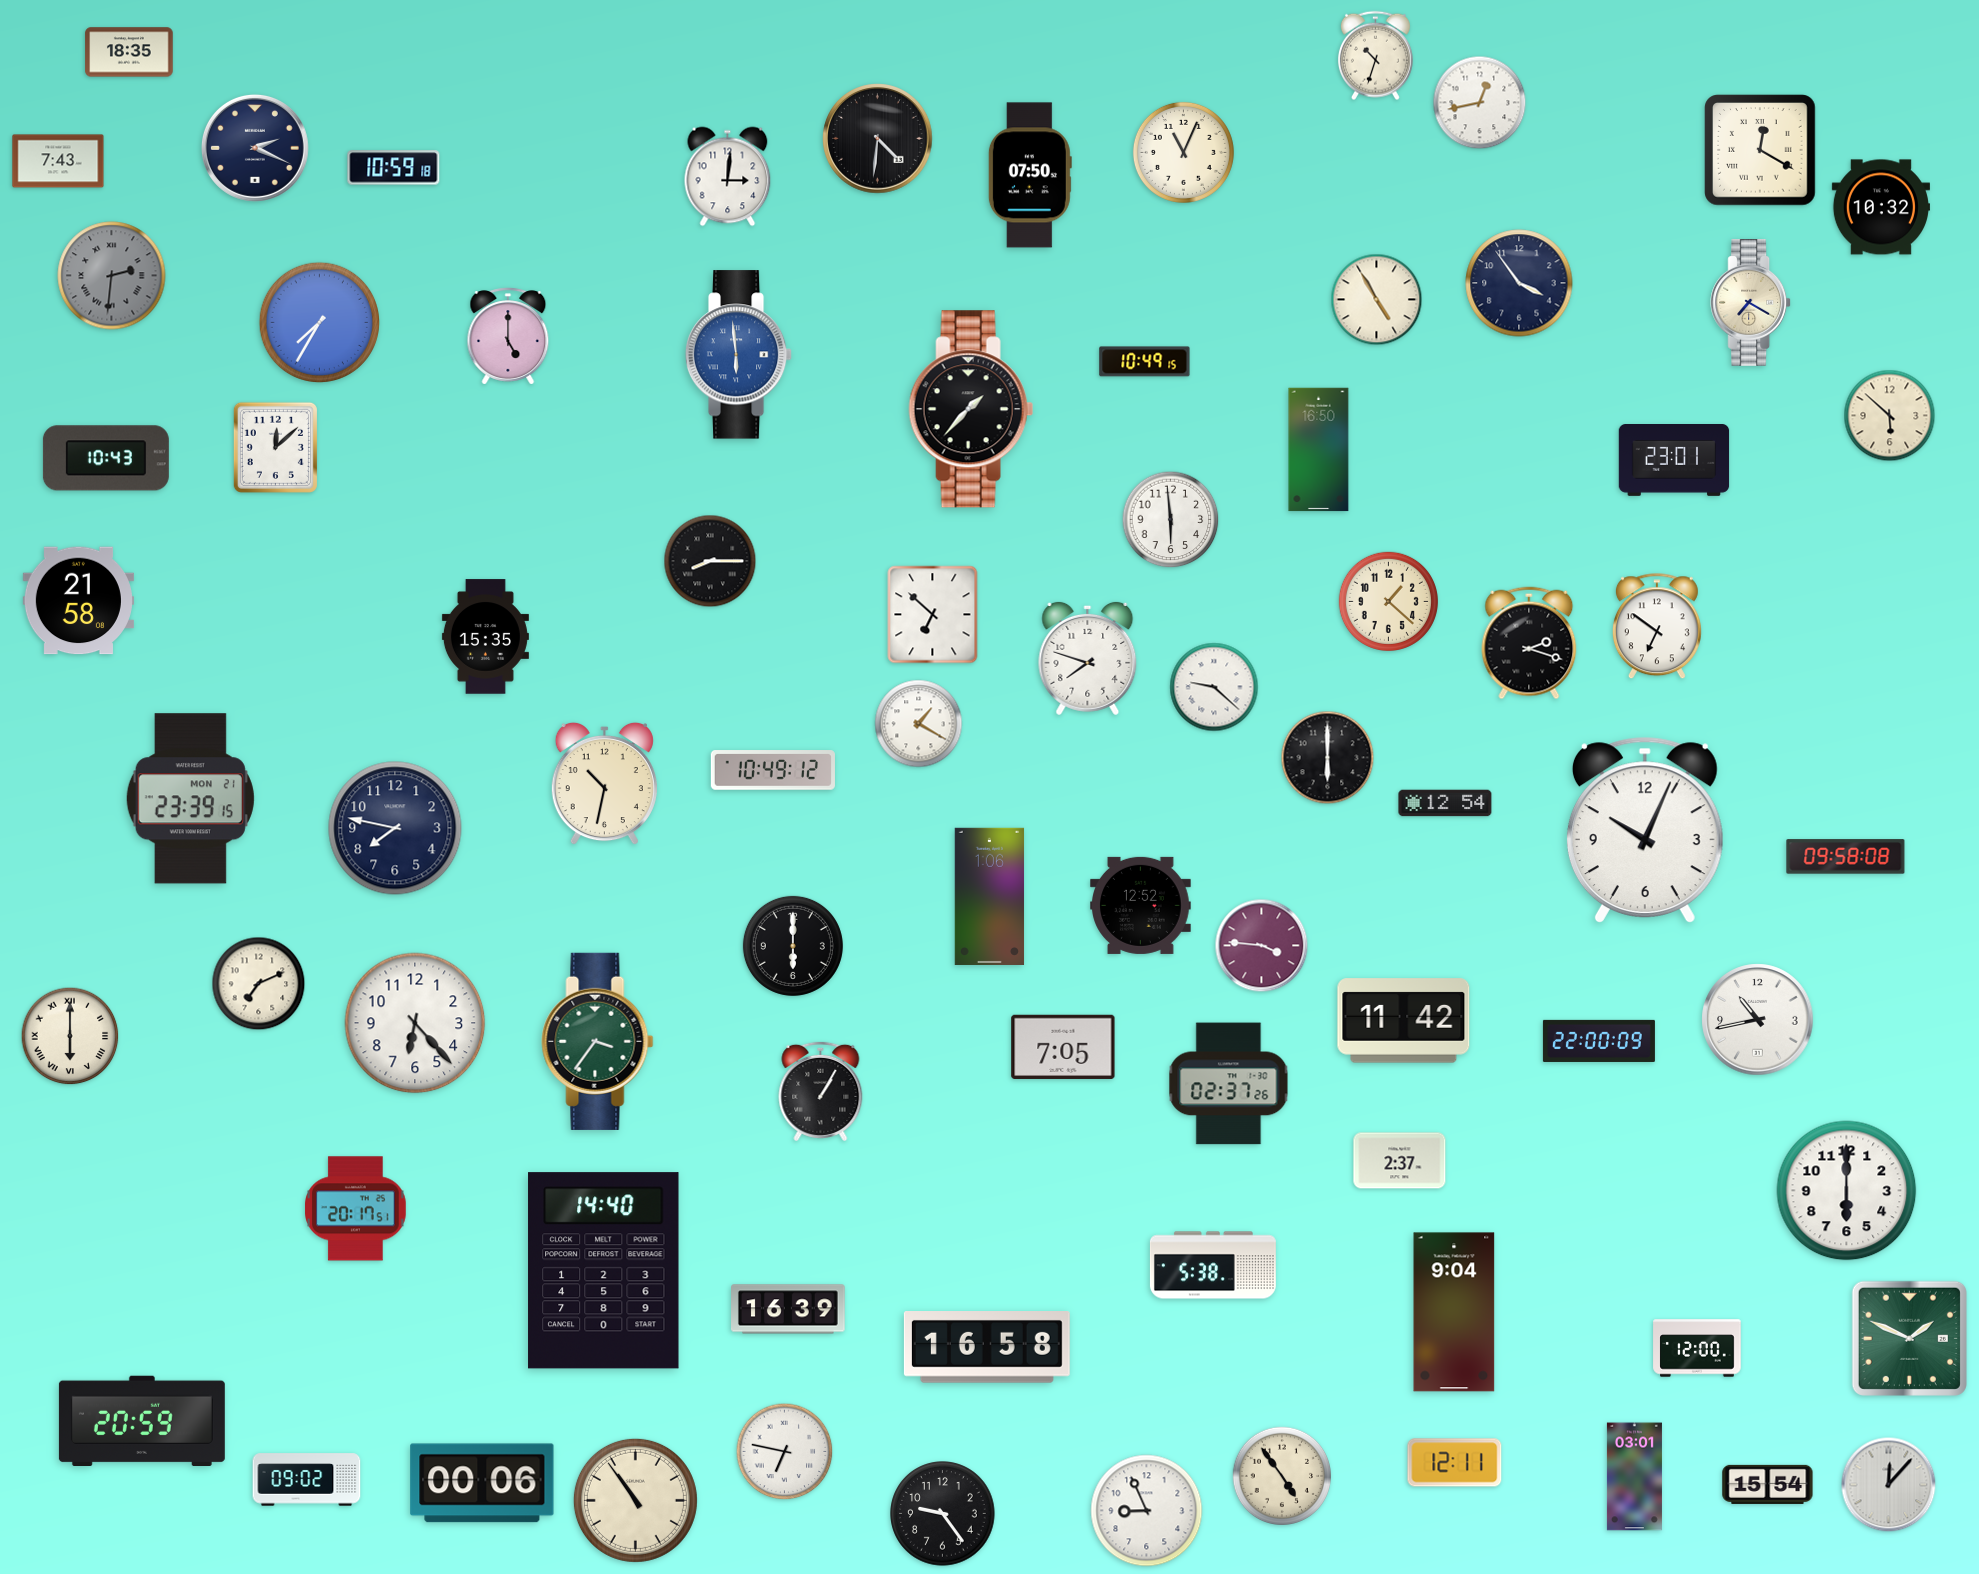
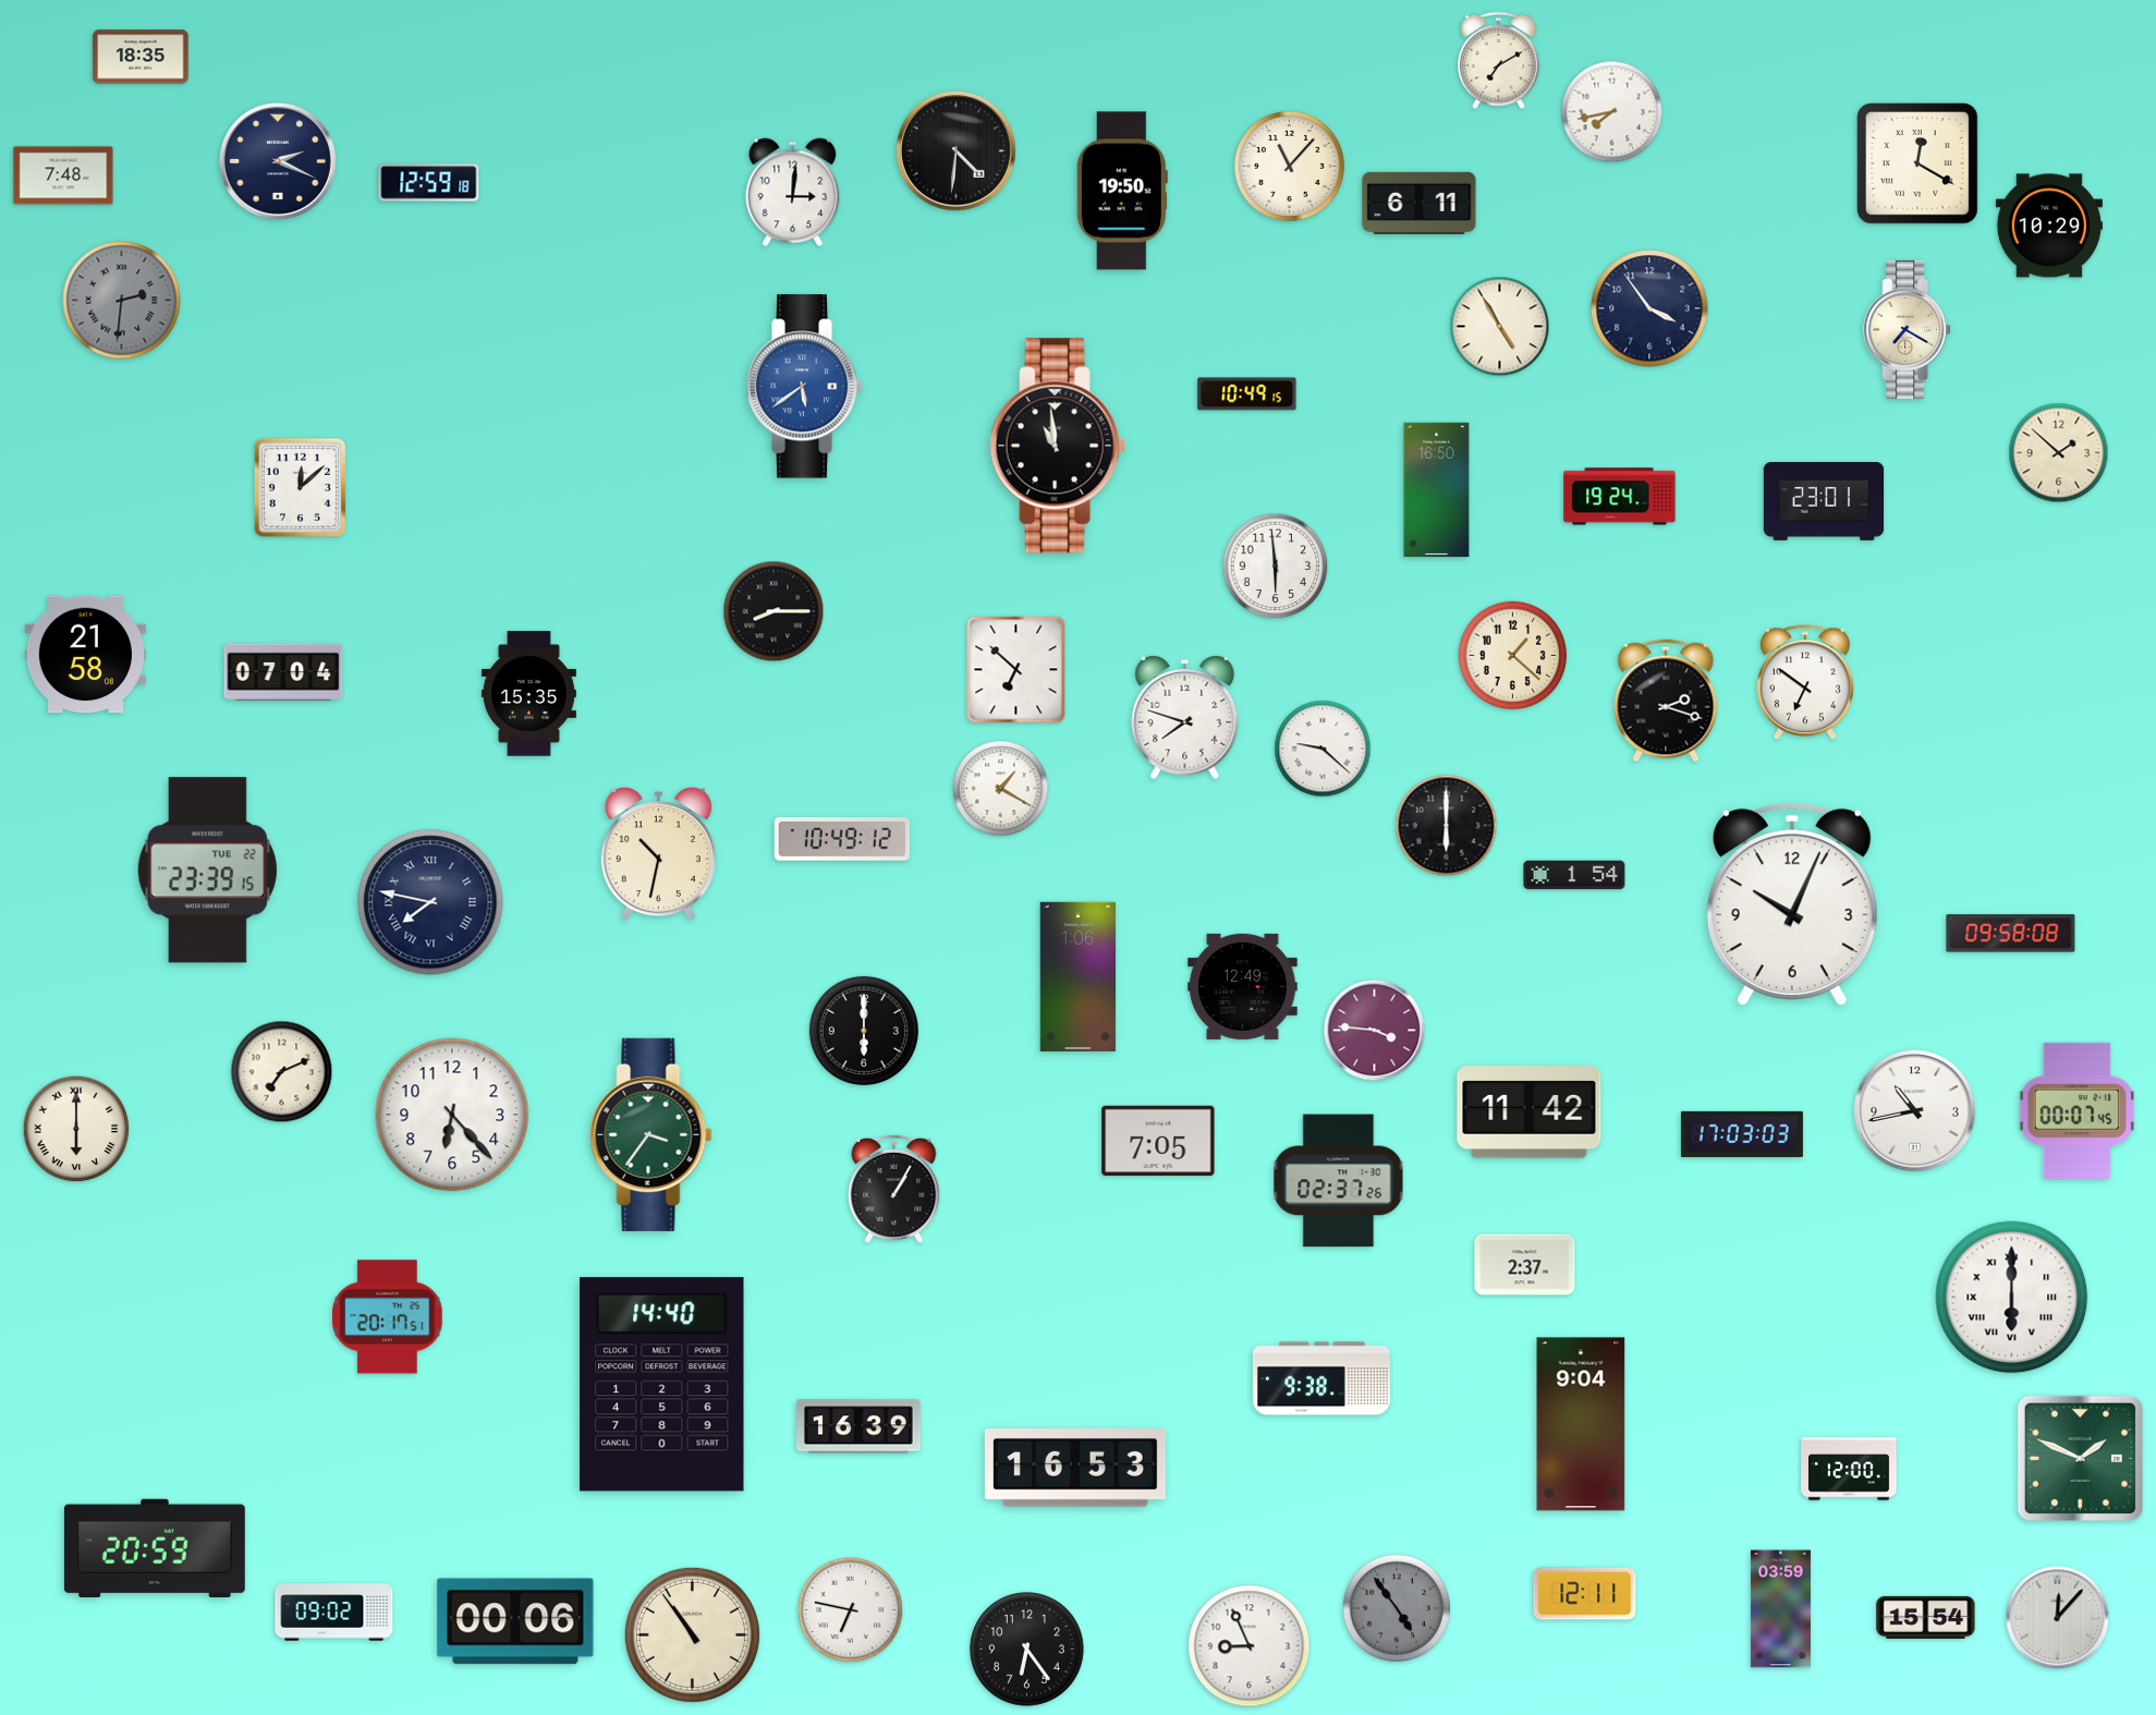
clock at (1375, 56): 10:33 -> 7:10
clock at (1480, 103): 12:43 -> 7:43
clock at (1183, 152): 11:04 -> 11:07
clock at (58, 161): 7:43 -> 7:48
clock at (394, 168): 10:59 -> 12:59
clock at (1030, 175): 07:50 -> 19:50
clock at (1420, 203): none -> 6:11
clock at (1881, 207): 10:32 -> 10:29
clock at (1519, 283) position: (1519, 283) -> (1649, 308)
clock at (320, 323): 7:35 -> none
clock at (508, 336): 5:00 -> none
clock at (739, 355): 5:59 -> 5:39
clock at (971, 409): 1:37 -> 10:59
clock at (1890, 416): 5:52 -> 1:52
clock at (1620, 497): none -> 19:24
clock at (106, 458): 10:43 -> none
clock at (283, 672): none -> 07:04
clock at (190, 799) date: MON 21 -> TUE 22
clock at (1445, 803): 12:54 -> 1:54
clock at (395, 828) numerals: Arabic -> Roman
clock at (1141, 905): 12:52 -> 12:49
clock at (2076, 1110): none -> 00:07
clock at (1599, 1041): 22:00 -> 17:03
clock at (1847, 1191) numerals: Arabic -> Roman
clock at (1213, 1265): 5:38 -> 9:38
clock at (604, 1271) position: (604, 1271) -> (662, 1385)
clock at (1454, 1312) position: (1454, 1312) -> (1581, 1424)
clock at (987, 1348): 16:58 -> 16:53
clock at (785, 1452) position: (785, 1452) -> (851, 1610)
clock at (1281, 1475) dial: cream -> grey
clock at (1634, 1477): 03:01 -> 03:59
clock at (482, 1483) position: (482, 1483) -> (515, 1621)
clock at (943, 1514): 9:24 -> 6:24
